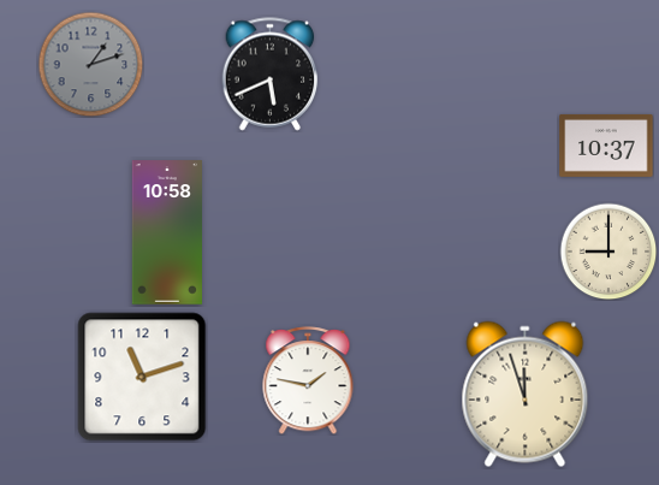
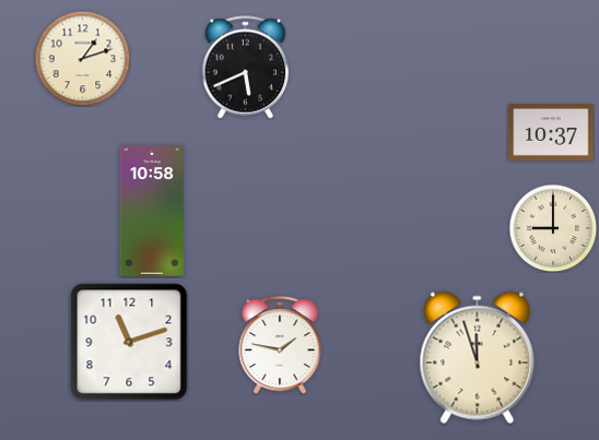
clock at (90, 64) dial: grey -> cream
